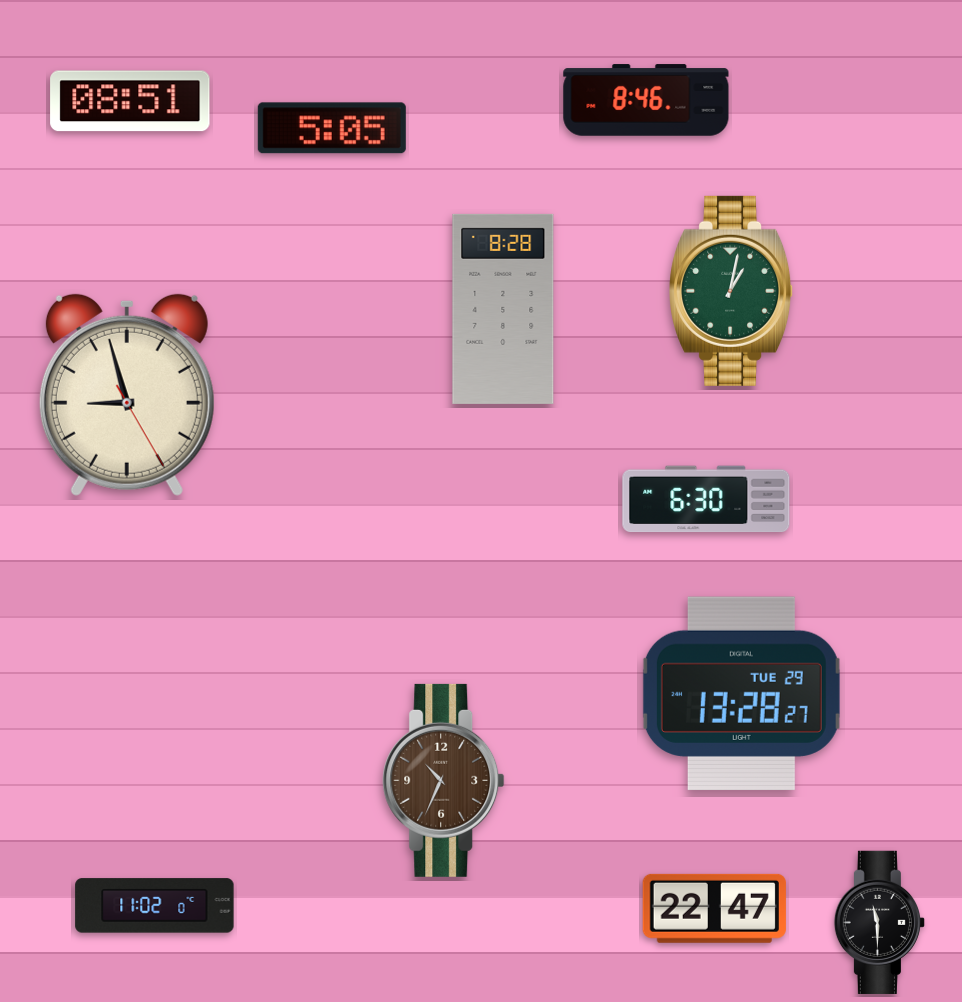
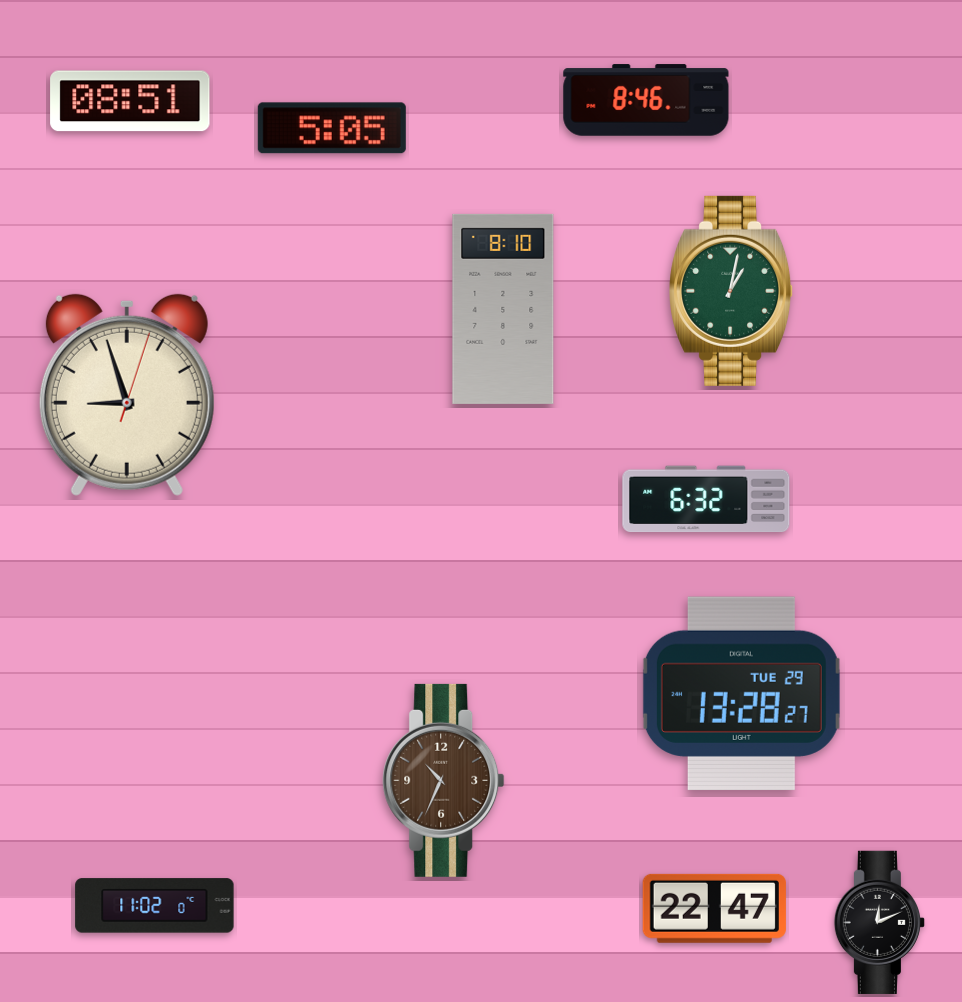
clock at (503, 309): 8:28 -> 8:10
clock at (127, 395): 8:57:25 -> 8:57:03
clock at (706, 499): 6:30 -> 6:32
clock at (879, 922): 11:30 -> 12:11
